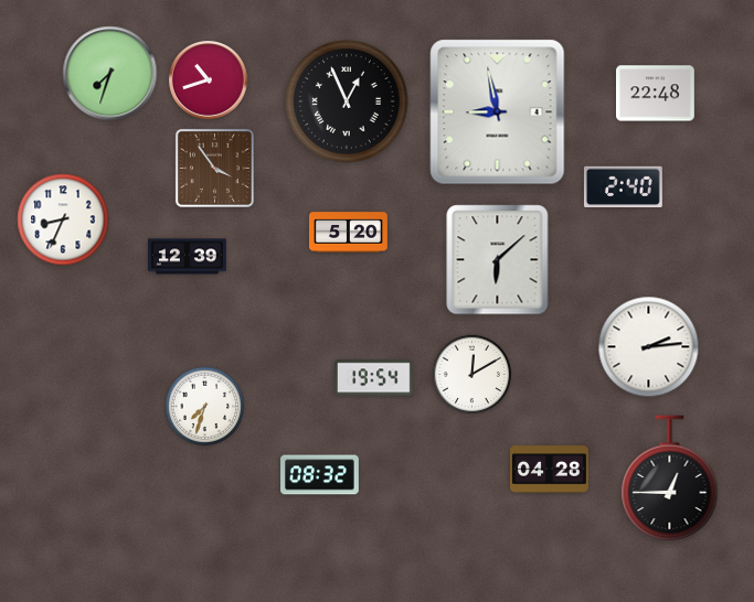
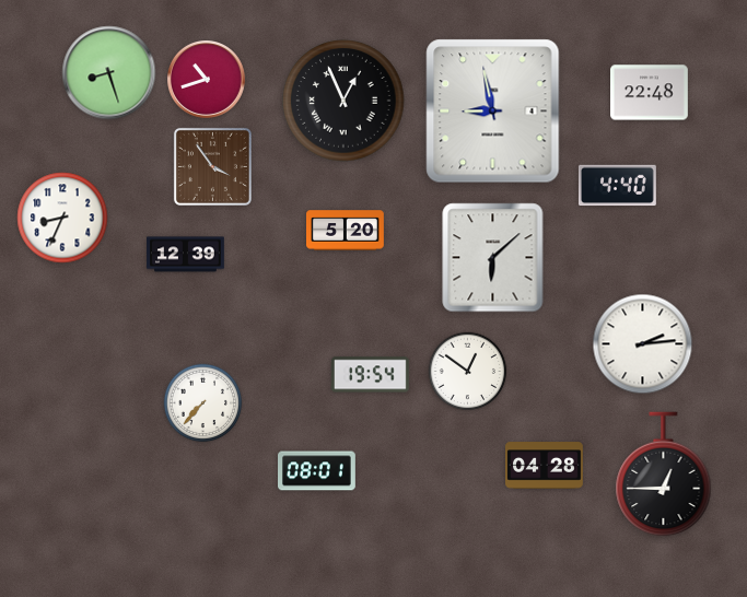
clock at (110, 74): 7:33 -> 8:27
clock at (624, 187): 2:40 -> 4:40
clock at (472, 375): 12:10 -> 12:51
clock at (205, 407): 7:33 -> 7:37
clock at (320, 475): 08:32 -> 08:01
